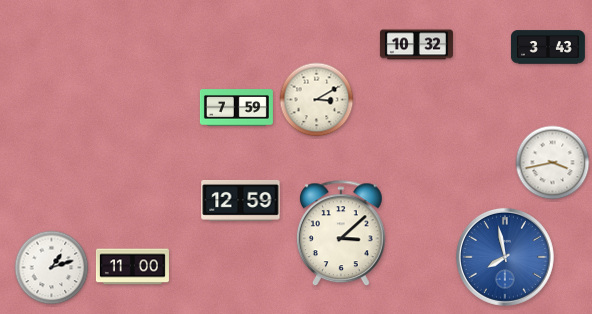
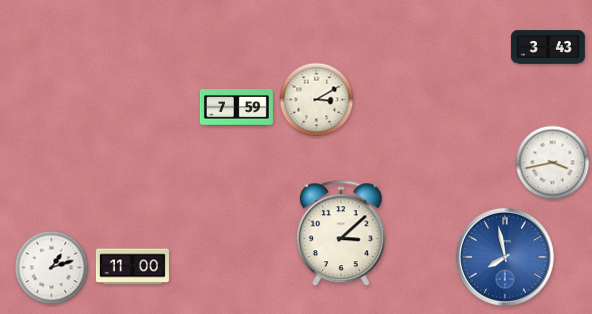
clock at (416, 45): 10:32 -> none
clock at (241, 200): 12:59 -> none
